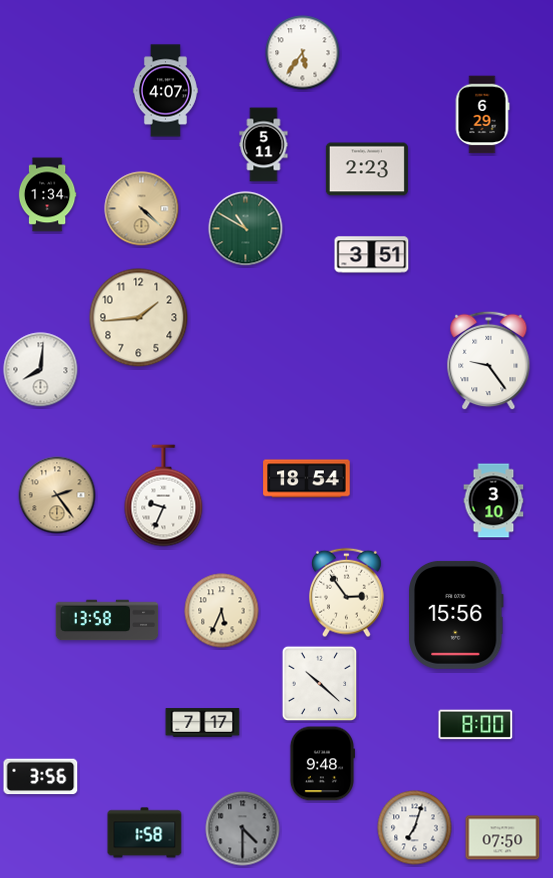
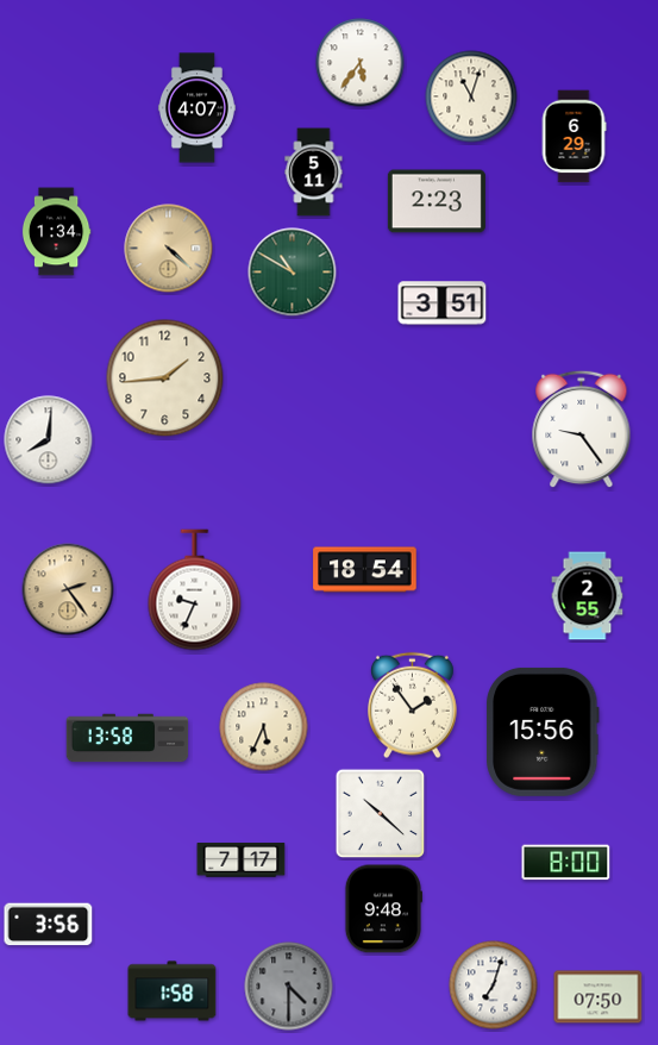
clock at (471, 96): none -> 11:03
clock at (494, 501): 3:10 -> 2:55
clock at (347, 593): 2:54 -> 1:54
